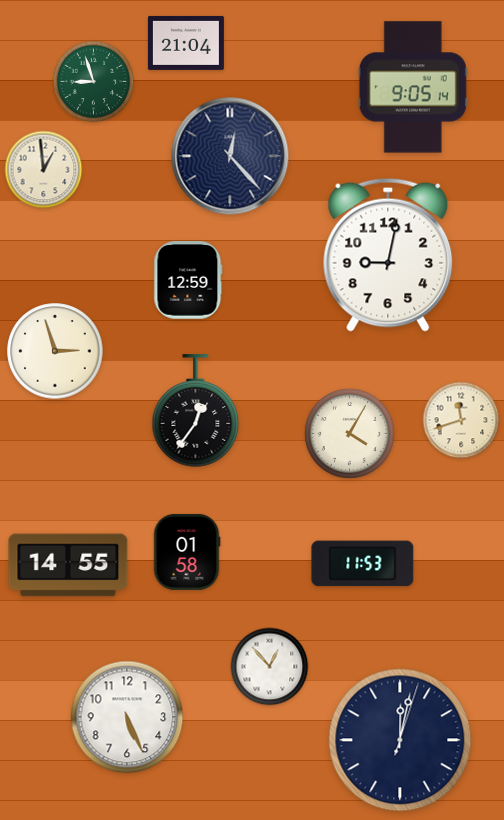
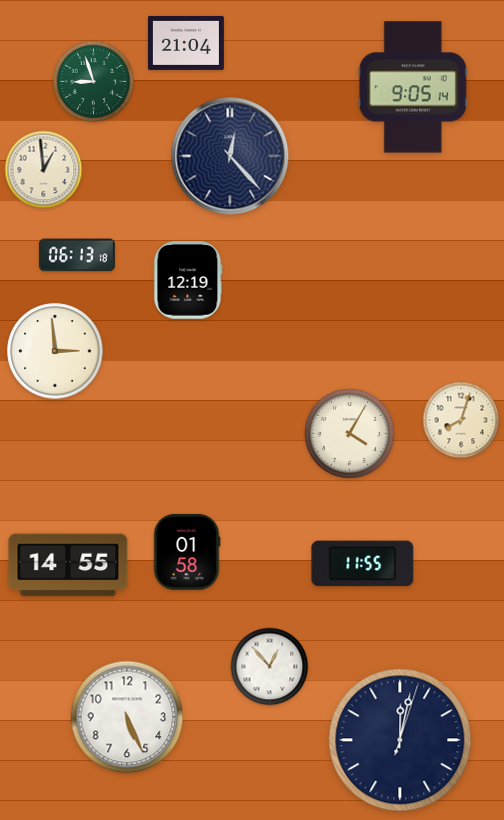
clock at (77, 255): none -> 06:13
clock at (388, 255): 9:02 -> none
clock at (188, 280): 12:59 -> 12:19
clock at (55, 351): 2:57 -> 2:59
clock at (196, 411): 12:36 -> none
clock at (461, 420): 11:42 -> 8:03
clock at (363, 564): 11:53 -> 11:55
